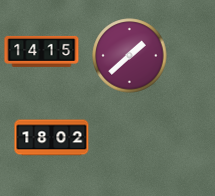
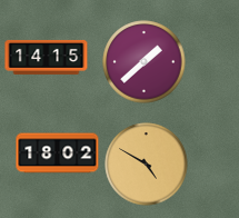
clock at (147, 165): none -> 4:50
